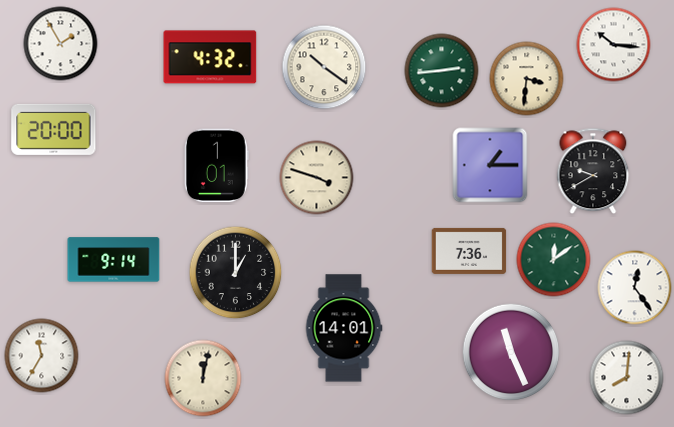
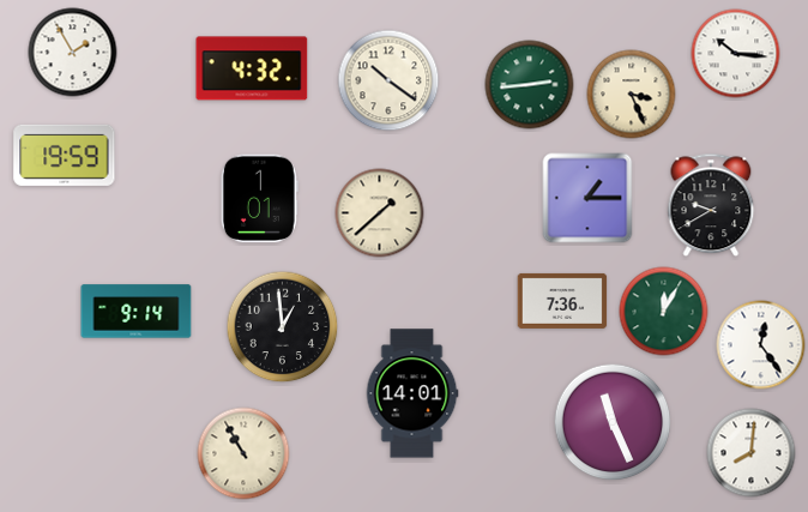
clock at (527, 79): 3:31 -> 3:26
clock at (54, 129): 20:00 -> 19:59
clock at (317, 178): 3:48 -> 1:38
clock at (554, 260): 12:09 -> 12:05
clock at (236, 273): 1:00 -> 12:59
clock at (42, 356): 11:35 -> none
clock at (203, 378): 12:02 -> 10:55
